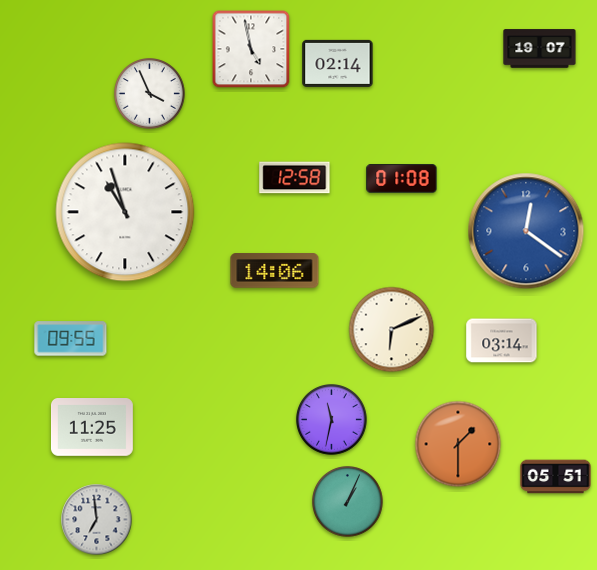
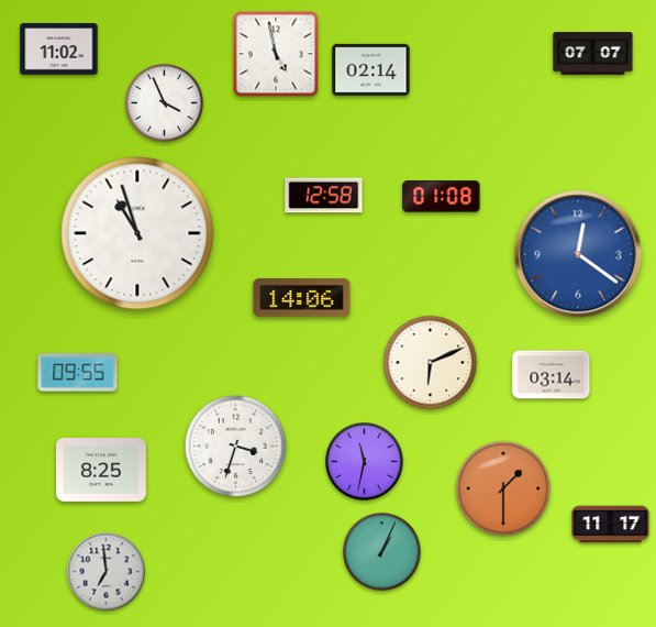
clock at (59, 50): none -> 11:02
clock at (540, 49): 19:07 -> 07:07
clock at (236, 447): none -> 3:33
clock at (92, 428): 11:25 -> 8:25
clock at (556, 477): 05:51 -> 11:17
